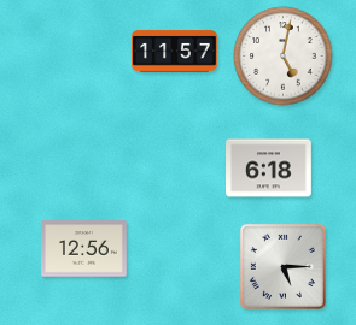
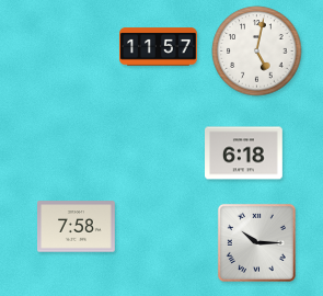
clock at (84, 249): 12:56 -> 7:58
clock at (282, 266): 5:15 -> 10:15
